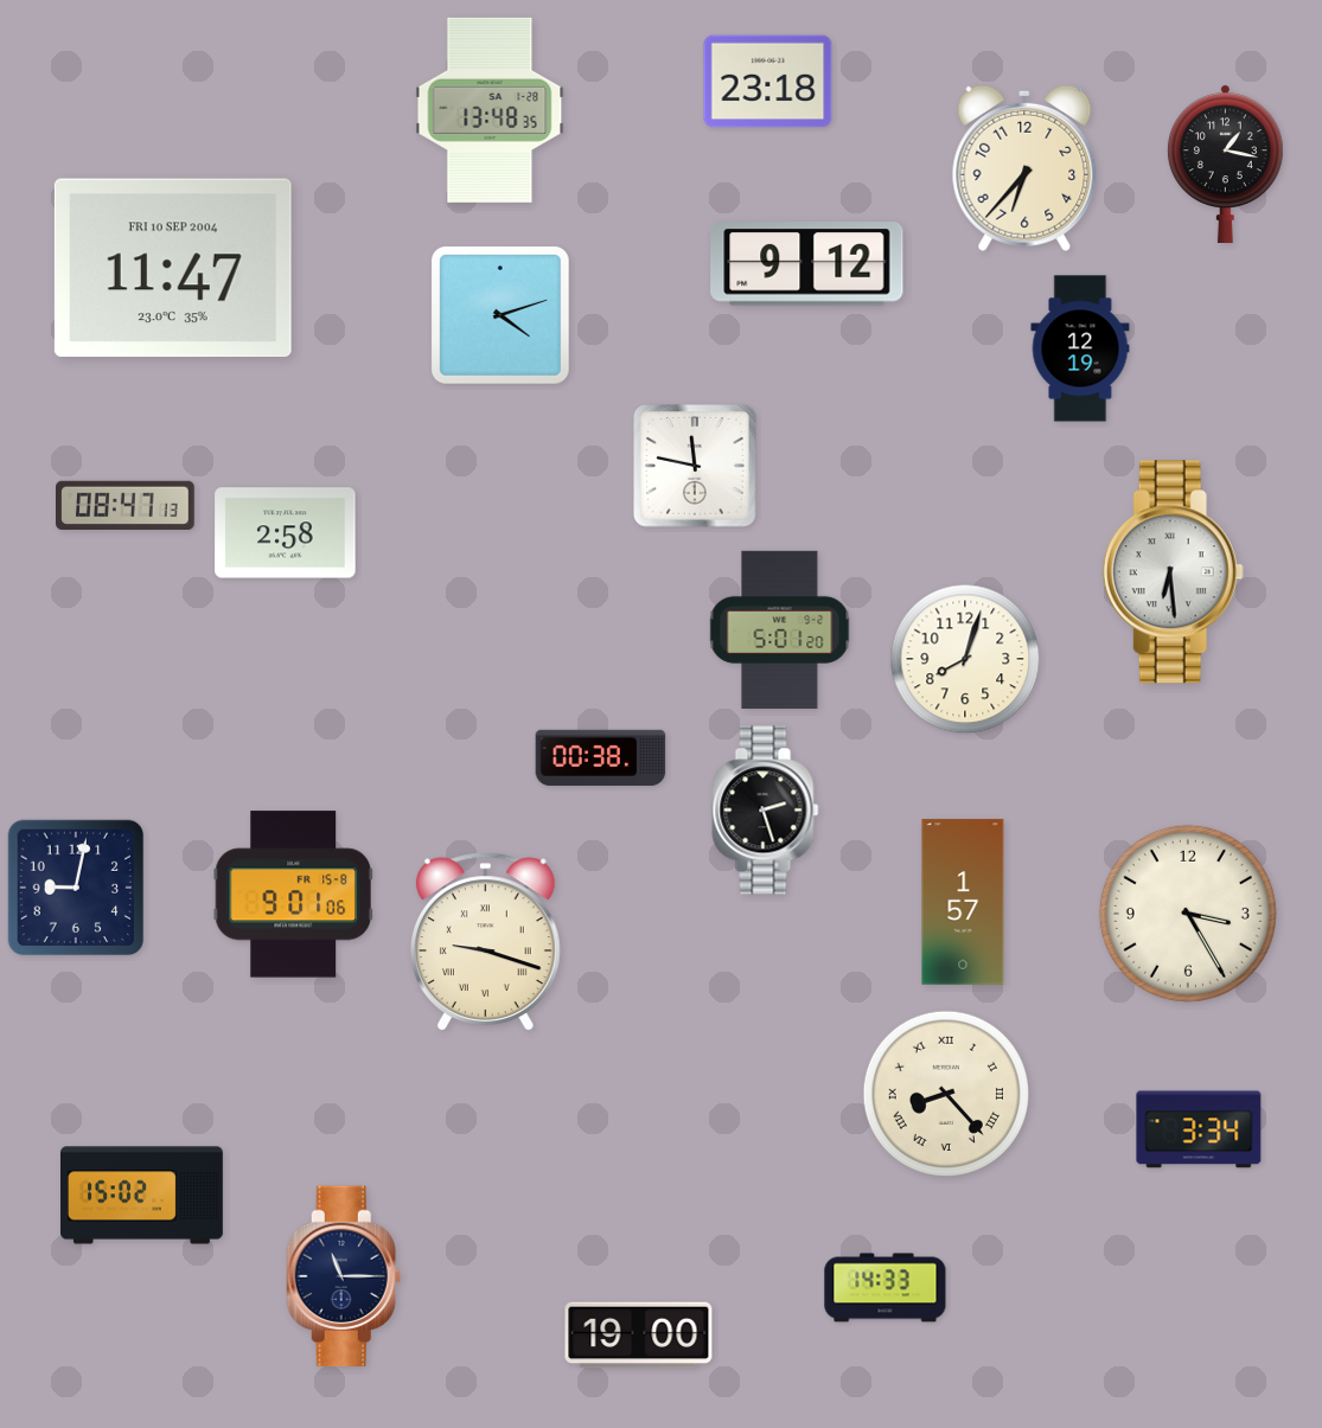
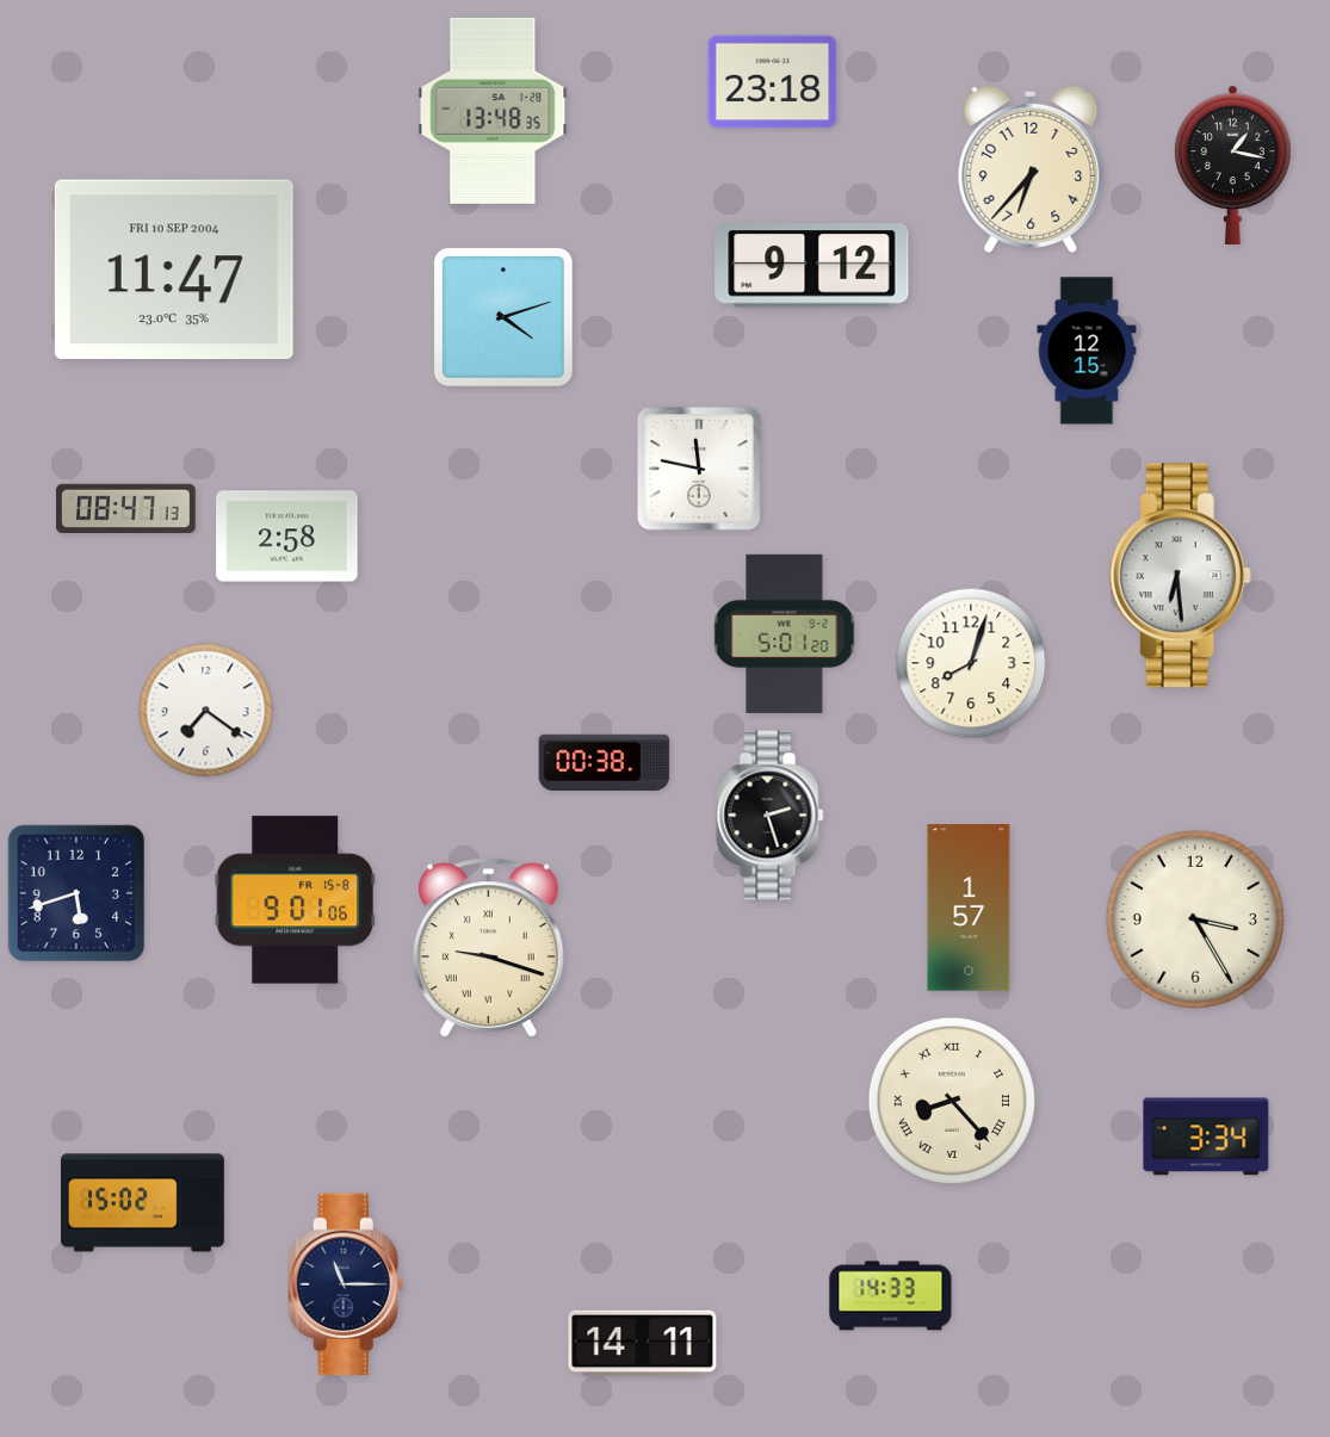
clock at (1080, 348): 12:19 -> 12:15
clock at (206, 711): none -> 7:21
clock at (76, 888): 9:02 -> 5:42
clock at (639, 1336): 19:00 -> 14:11
